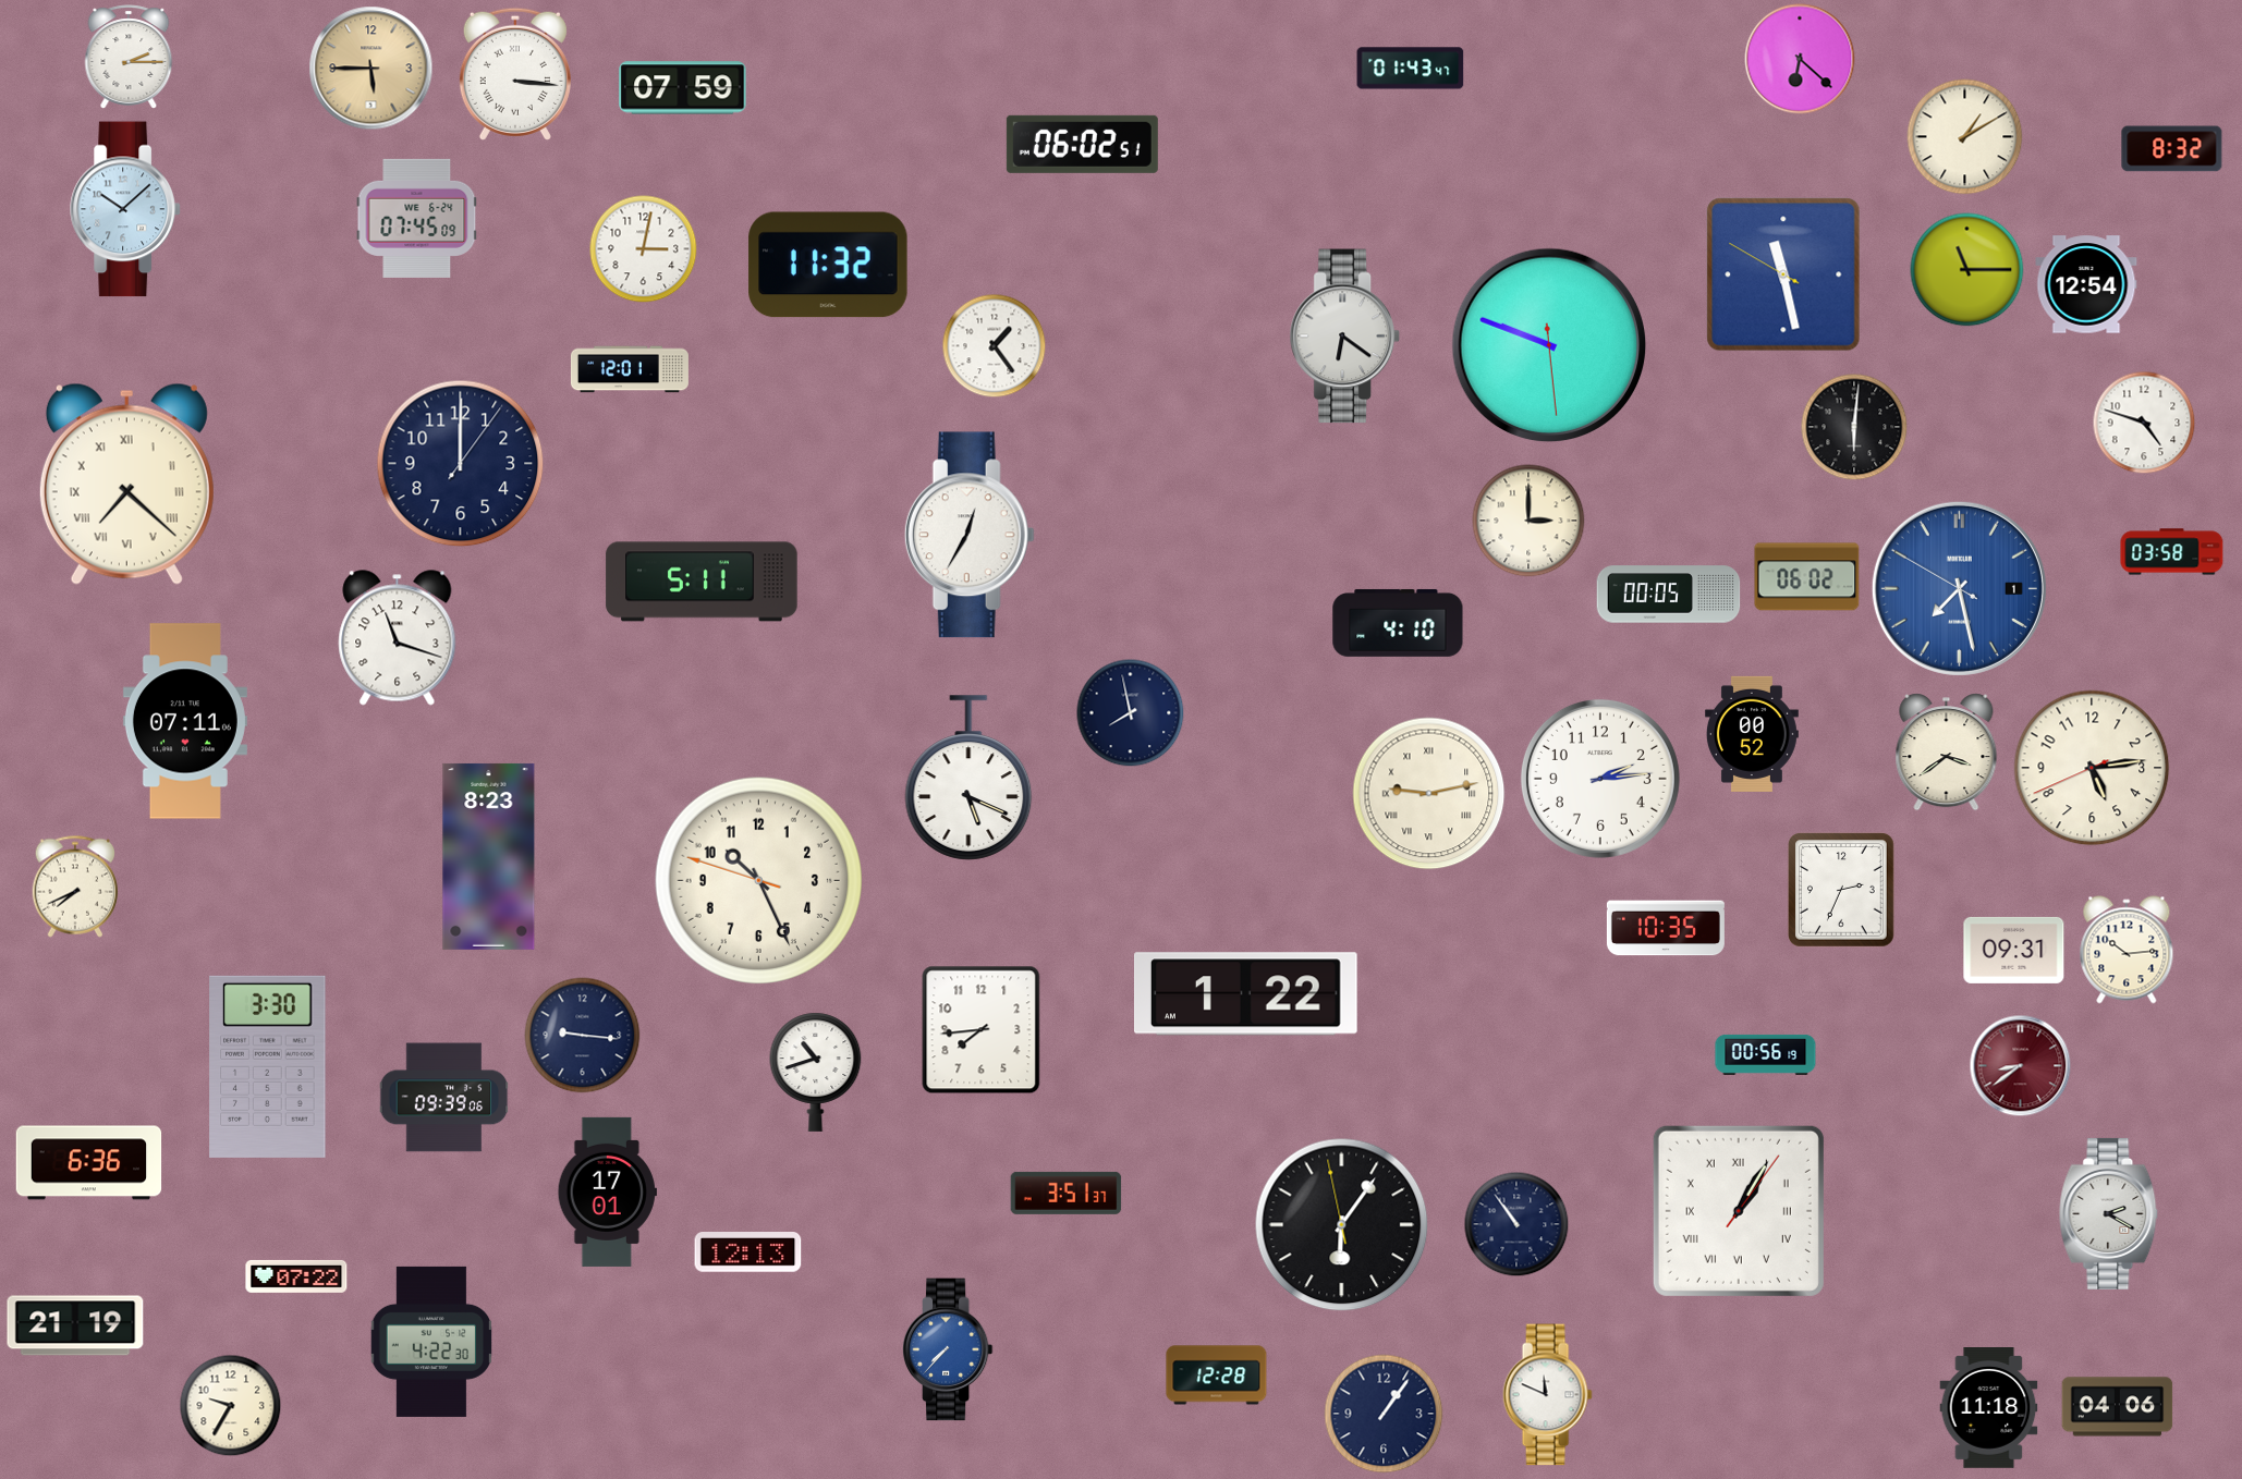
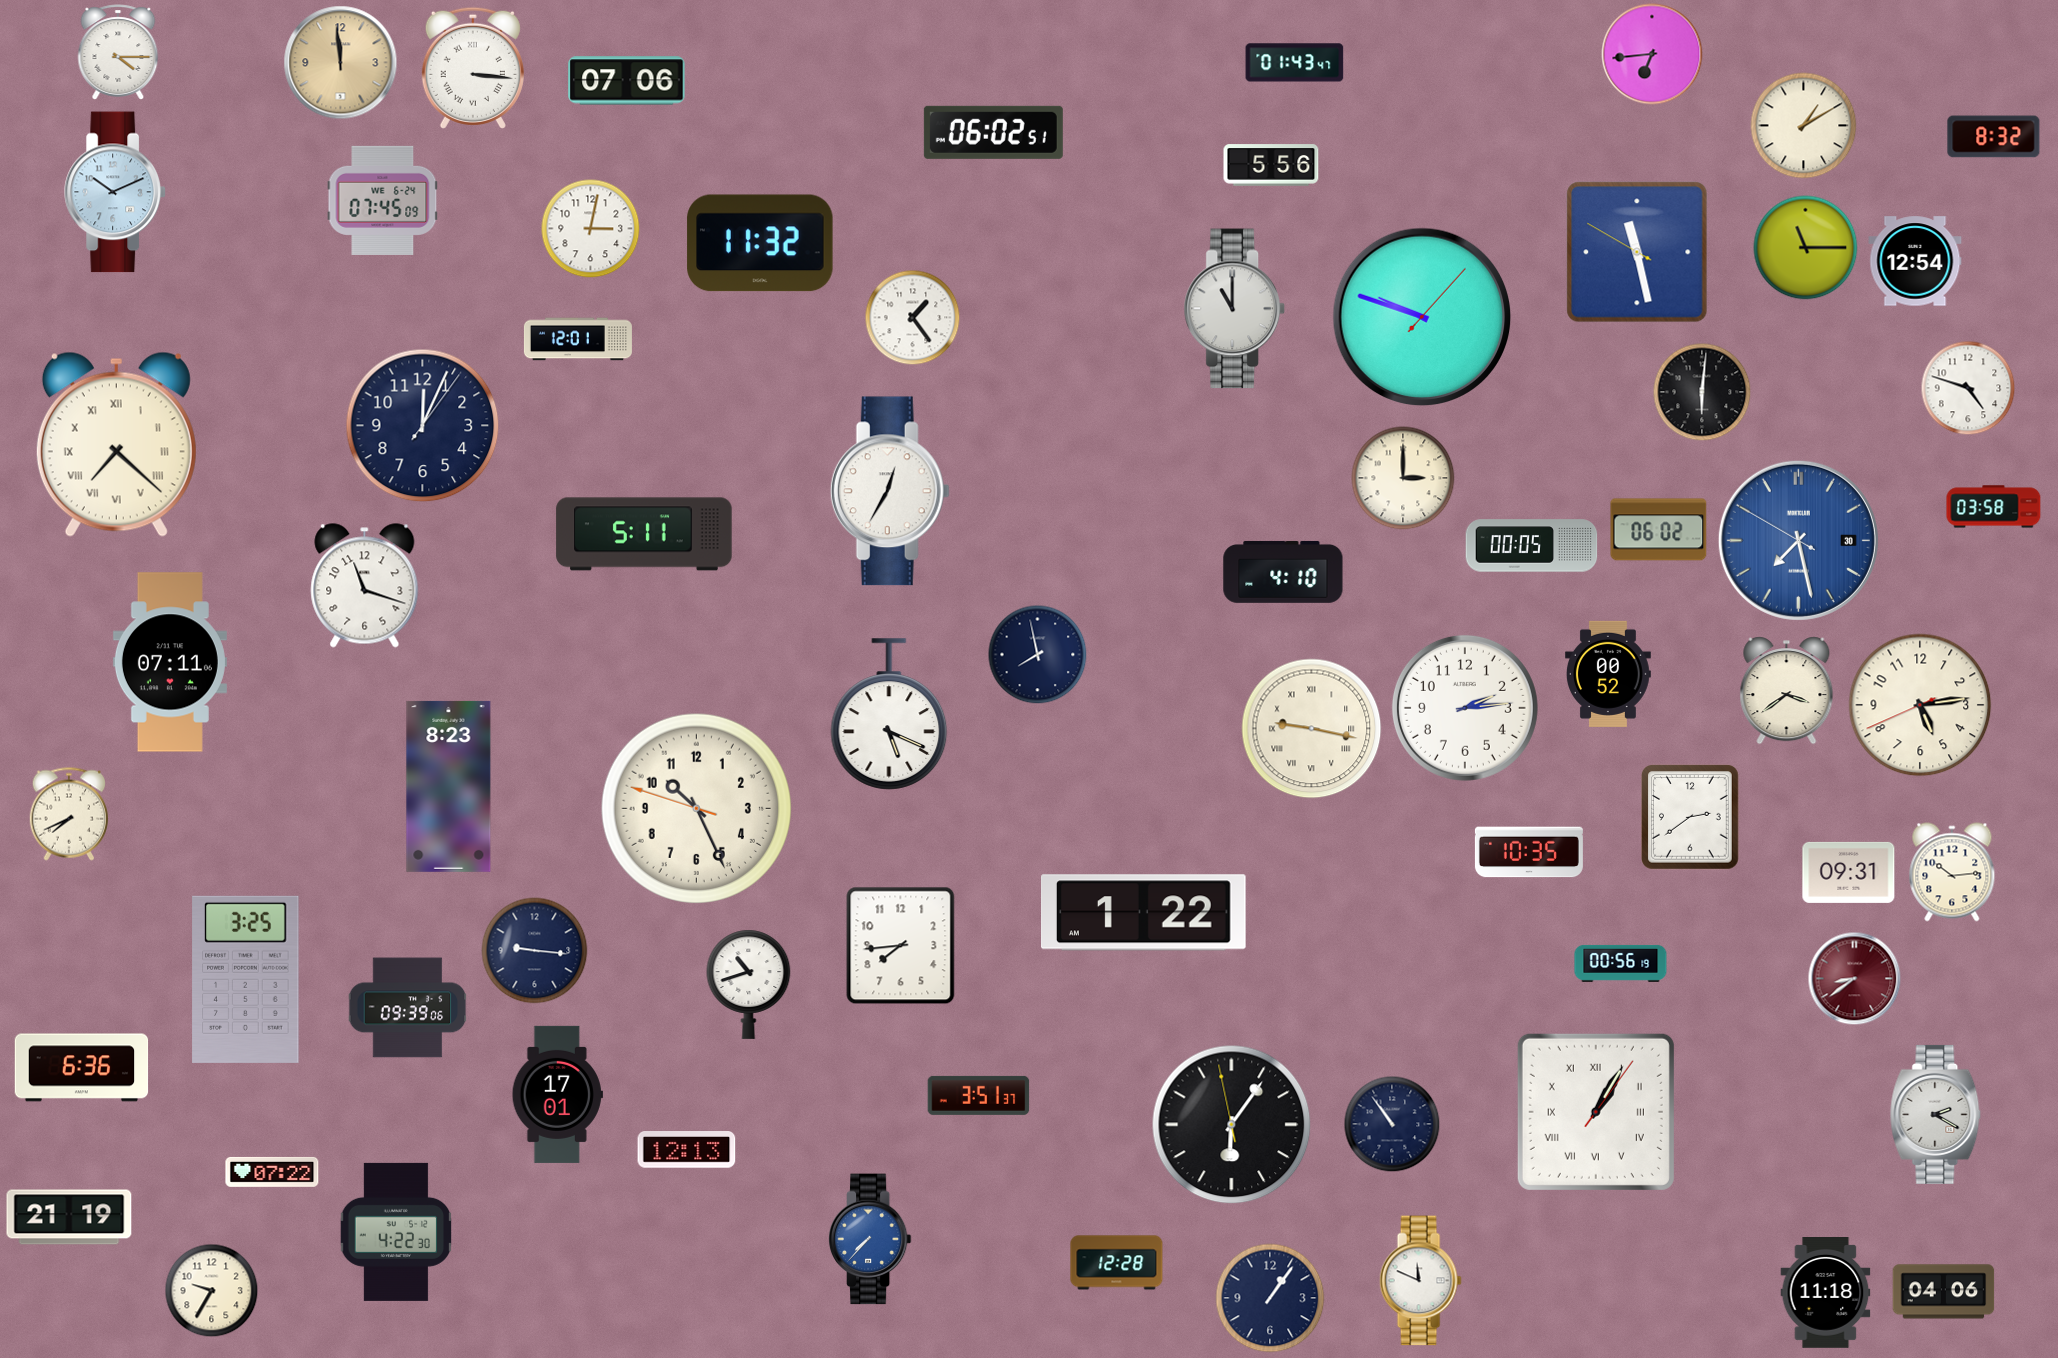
clock at (129, 57): 2:15 -> 4:15
clock at (1800, 59): 6:22 -> 6:44
clock at (371, 69): 5:45 -> 11:59
clock at (683, 88): 07:59 -> 07:06
clock at (1271, 165): none -> 5:56
clock at (125, 209): 10:08 -> 10:11
clock at (1345, 337): 6:21 -> 11:00
clock at (1549, 345): 9:48:29 -> 9:48:07
clock at (461, 464): 12:00 -> 12:04
clock at (1959, 588) date: 1 -> 30
clock at (1600, 779) position: (1600, 779) -> (1465, 708)
clock at (1429, 794): 9:13 -> 9:17
clock at (1842, 890): 2:34 -> 2:39
clock at (1766, 1054) position: (1766, 1054) -> (1621, 963)
clock at (268, 1066): 3:30 -> 3:25
